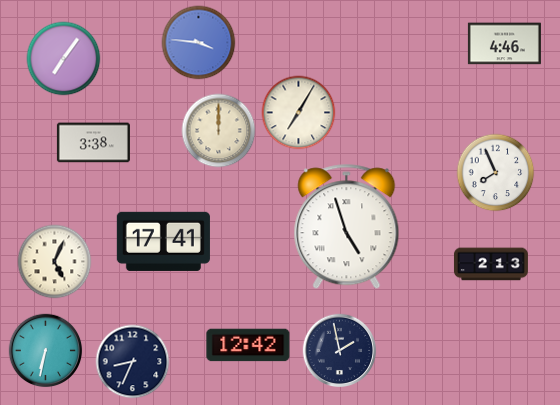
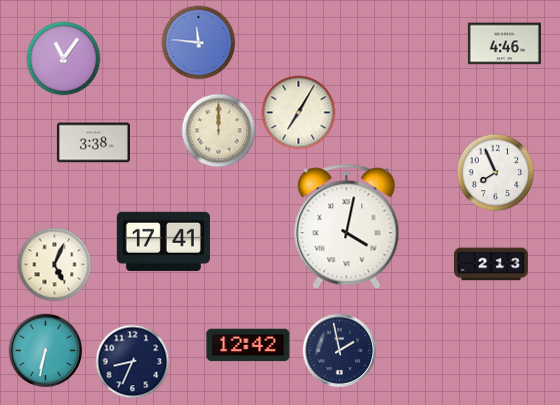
clock at (199, 43): 3:46 -> 11:46
clock at (64, 59): 7:06 -> 11:06
clock at (347, 227): 4:57 -> 4:02
clock at (55, 262) position: (55, 262) -> (55, 265)
